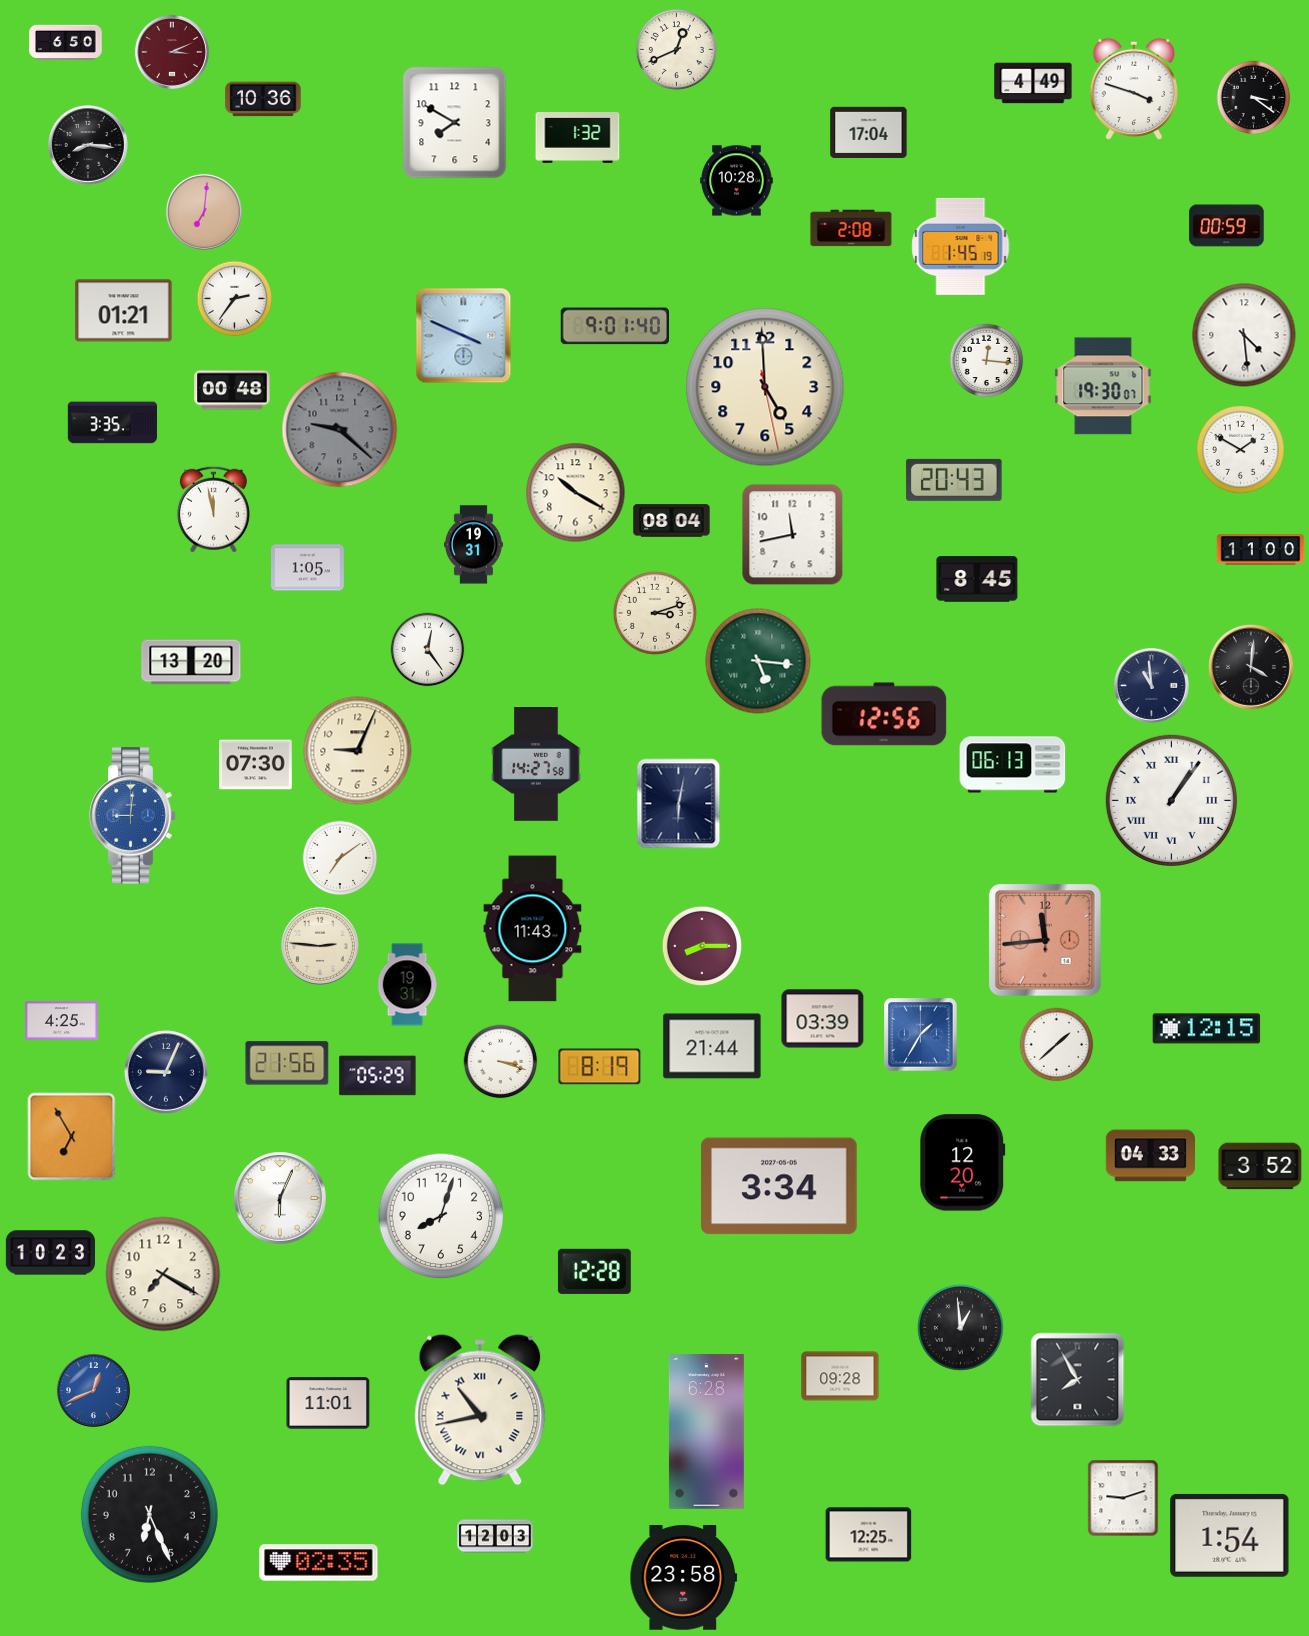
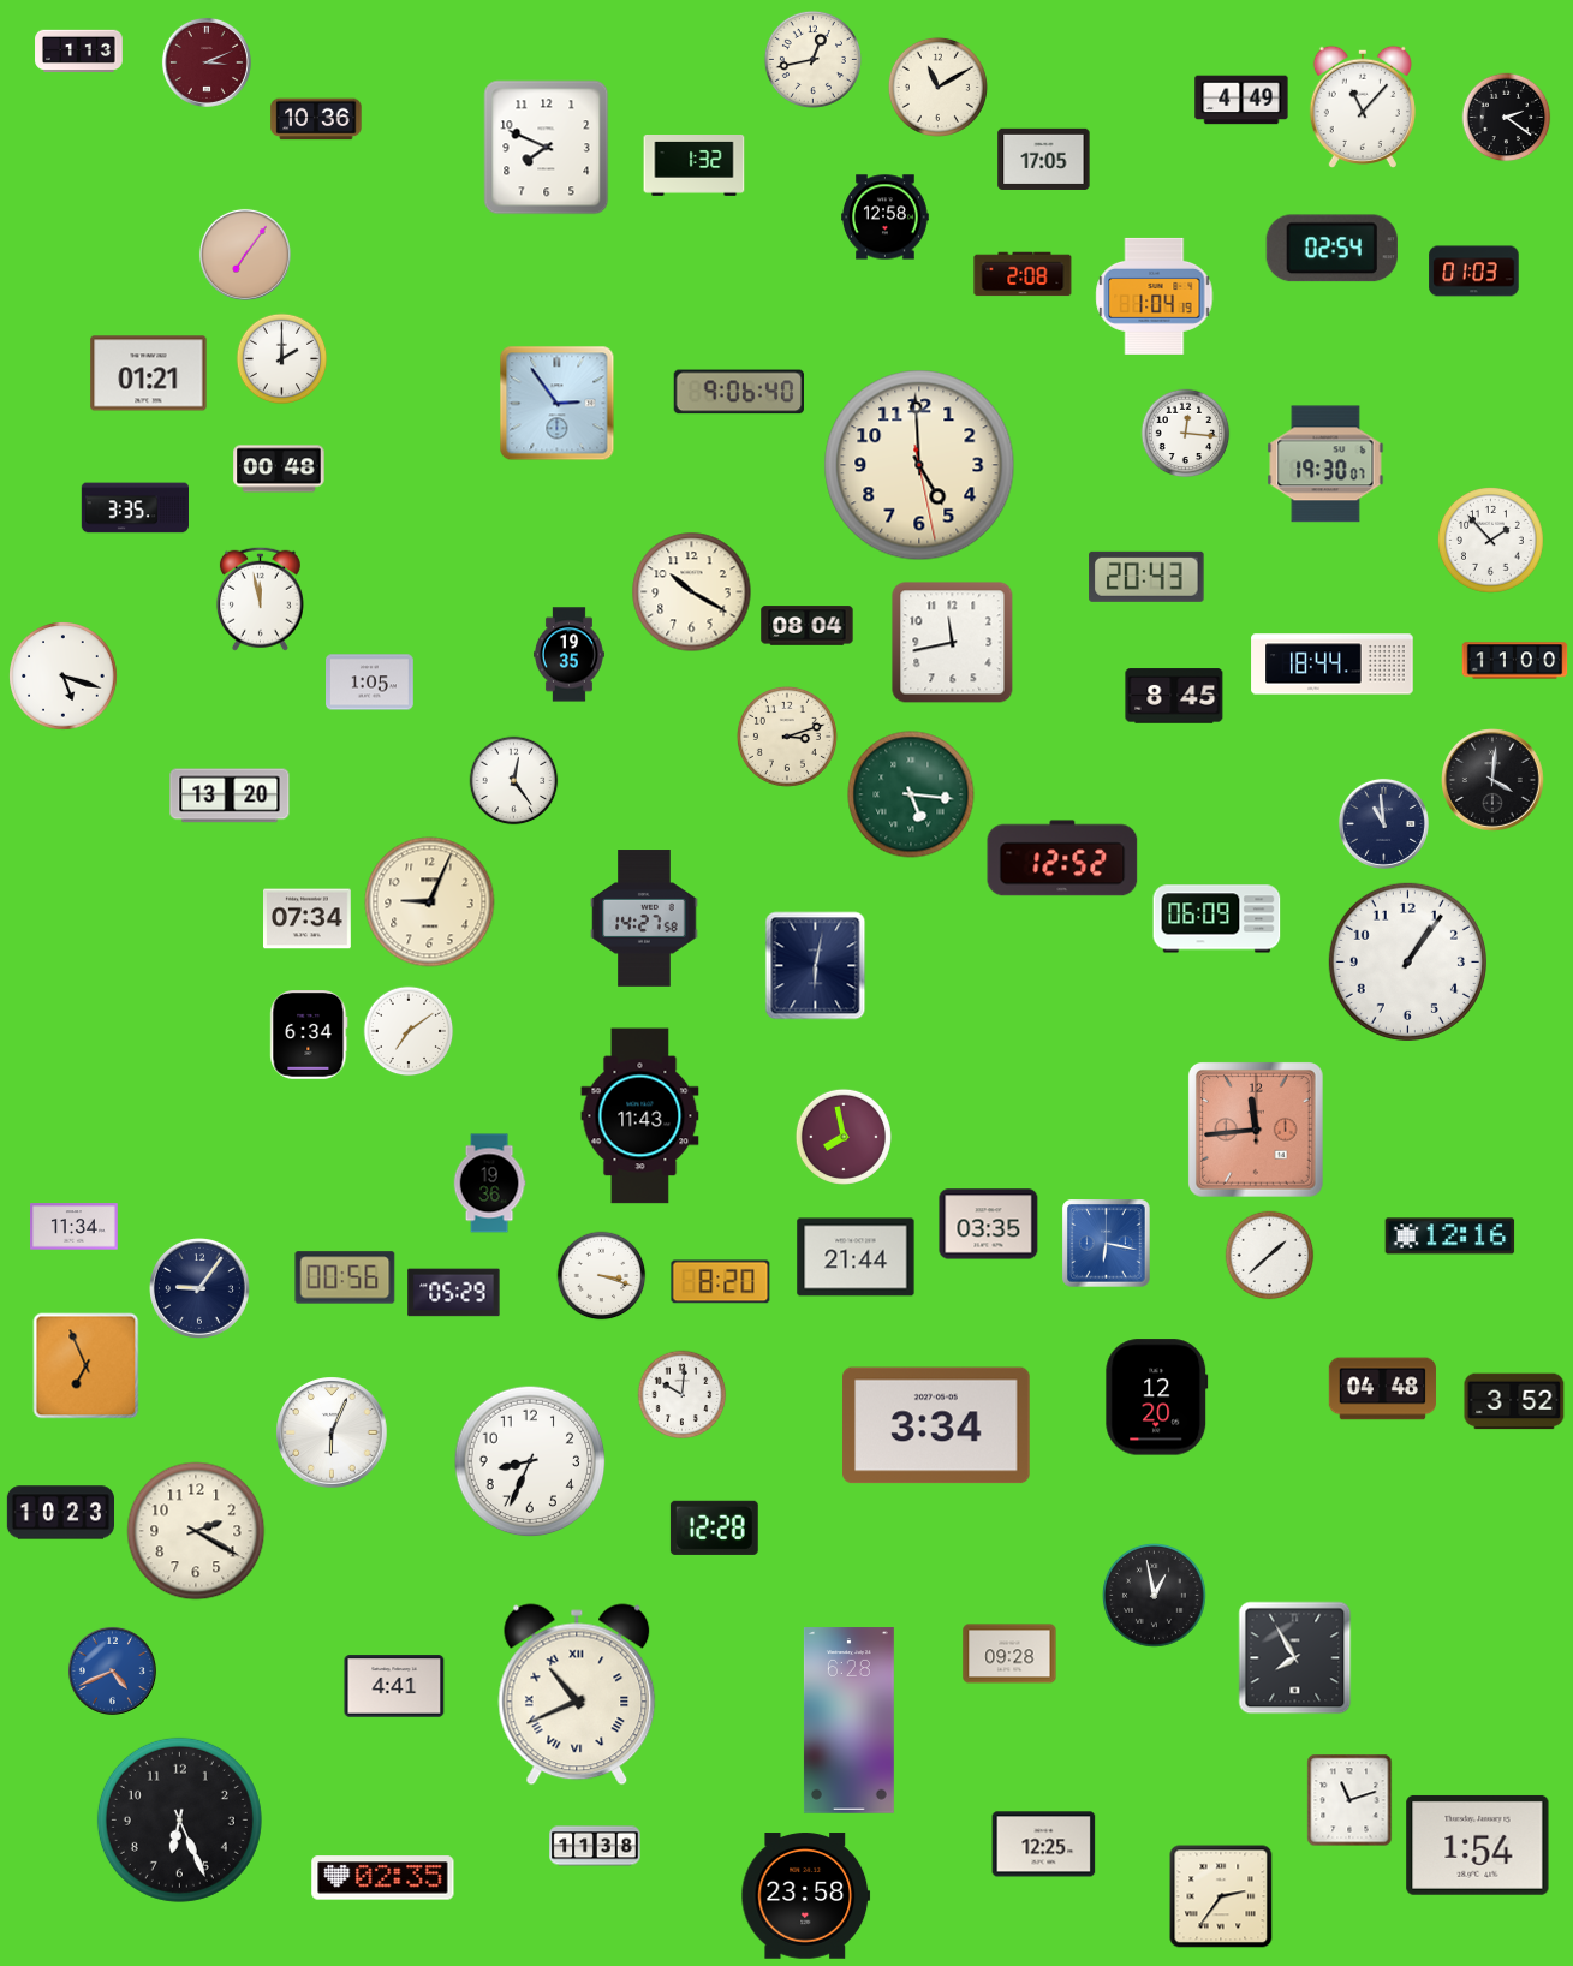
clock at (66, 43): 6:50 -> 1:13
clock at (676, 49): 12:41 -> 12:43
clock at (937, 87): none -> 11:10
clock at (1134, 89): 3:48 -> 11:07
clock at (1254, 98): 3:21 -> 2:21
clock at (455, 123): 7:50 -> 7:49
clock at (869, 132): 17:04 -> 17:05
clock at (88, 145): 8:16 -> none
clock at (737, 181): 10:28 -> 12:58
clock at (1331, 249): none -> 02:54
clock at (204, 212): 7:01 -> 7:06
clock at (1227, 226): 00:59 -> 01:03
clock at (961, 246): 1:45 -> 1:04
clock at (235, 299): 2:36 -> 2:00
clock at (614, 326): 9:01 -> 9:06
clock at (1244, 335): 4:29 -> none
clock at (464, 336): 3:49 -> 2:54
clock at (340, 430): 9:22 -> none
clock at (1241, 450): 1:50 -> 1:53
clock at (213, 509) position: (213, 509) -> (260, 598)
clock at (473, 545): 19:31 -> 19:35
clock at (1333, 665): none -> 18:44
clock at (64, 677): none -> 5:18
clock at (1252, 668) position: (1252, 668) -> (1494, 781)
clock at (884, 714): 12:56 -> 12:52
clock at (256, 765): 07:30 -> 07:34
clock at (1013, 765): 06:13 -> 06:09
clock at (1171, 800) numerals: Roman -> Arabic
clock at (133, 816): 9:01 -> none
clock at (309, 1035): none -> 6:34
clock at (320, 946): 2:46 -> none
clock at (702, 946): 8:15 -> 7:58
clock at (407, 985): 19:31 -> 19:36
clock at (823, 1019): 03:39 -> 03:35
clock at (62, 1021): 4:25 -> 11:34
clock at (1207, 1029): 12:15 -> 12:16
clock at (921, 1035): 1:35 -> 6:17
clock at (287, 1063): 21:56 -> 00:56
clock at (600, 1067): 8:19 -> 8:20
clock at (167, 1073): 9:04 -> 9:06
clock at (72, 1137): 6:55 -> 6:56
clock at (1150, 1156): 04:33 -> 04:48
clock at (683, 1395): none -> 10:01
clock at (280, 1198) position: (280, 1198) -> (332, 1432)
clock at (441, 1216): 8:03 -> 8:34
clock at (50, 1253) position: (50, 1253) -> (60, 1513)
clock at (163, 1274): 7:20 -> 2:20
clock at (960, 1327): 12:59 -> 12:58
clock at (93, 1390): 12:41 -> 4:41
clock at (328, 1403): 11:01 -> 4:41
clock at (480, 1410): 10:43 -> 10:41
clock at (1123, 1498): 9:12 -> 11:12
clock at (495, 1536): 12:03 -> 11:38
clock at (684, 1578) position: (684, 1578) -> (806, 1896)
clock at (1221, 1896): none -> 2:36
